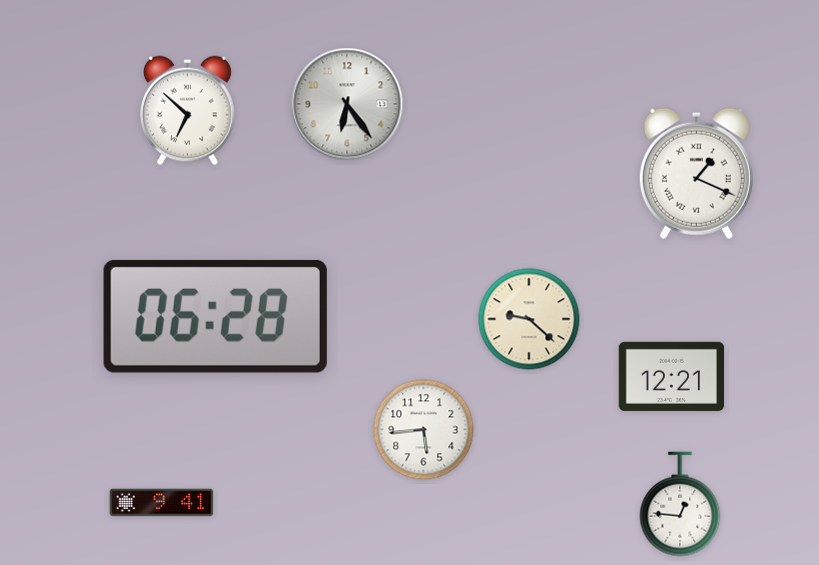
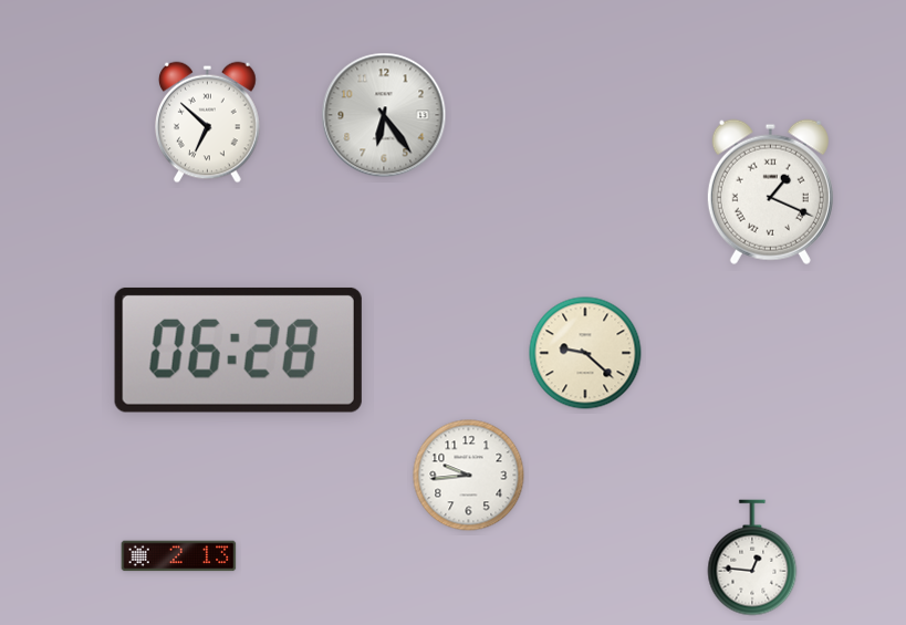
clock at (672, 376): 12:21 -> none
clock at (424, 430): 5:44 -> 9:44
clock at (162, 503): 9:41 -> 2:13
